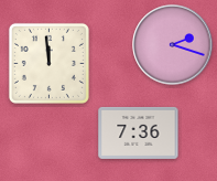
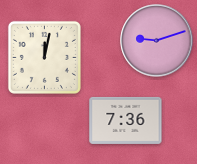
clock at (173, 45): 2:18 -> 9:12
clock at (48, 63): 11:59 -> 12:02
